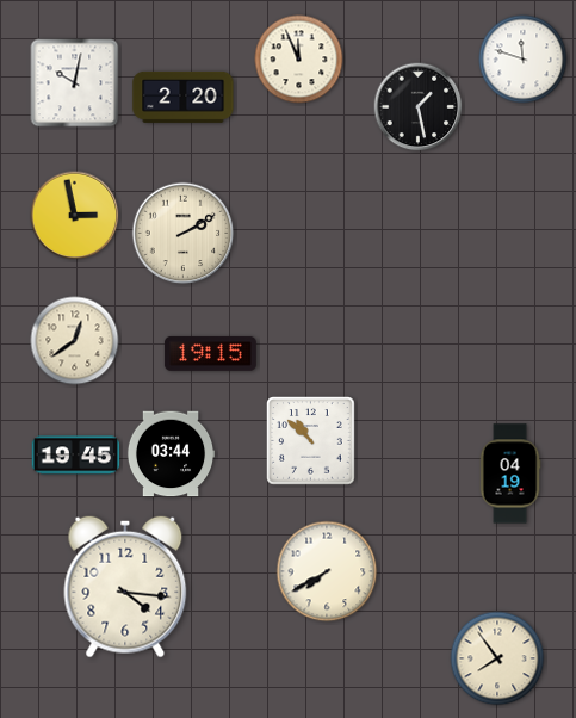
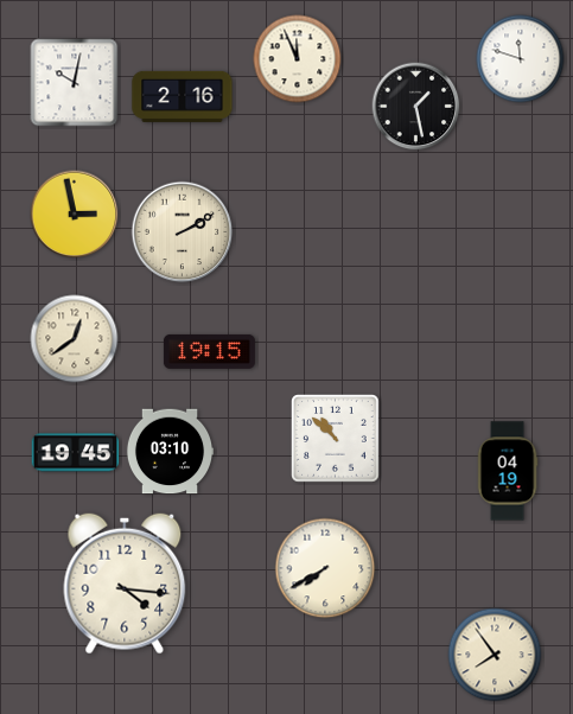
clock at (184, 97): 2:20 -> 2:16
clock at (311, 441) position: (311, 441) -> (336, 439)
clock at (171, 454): 03:44 -> 03:10
